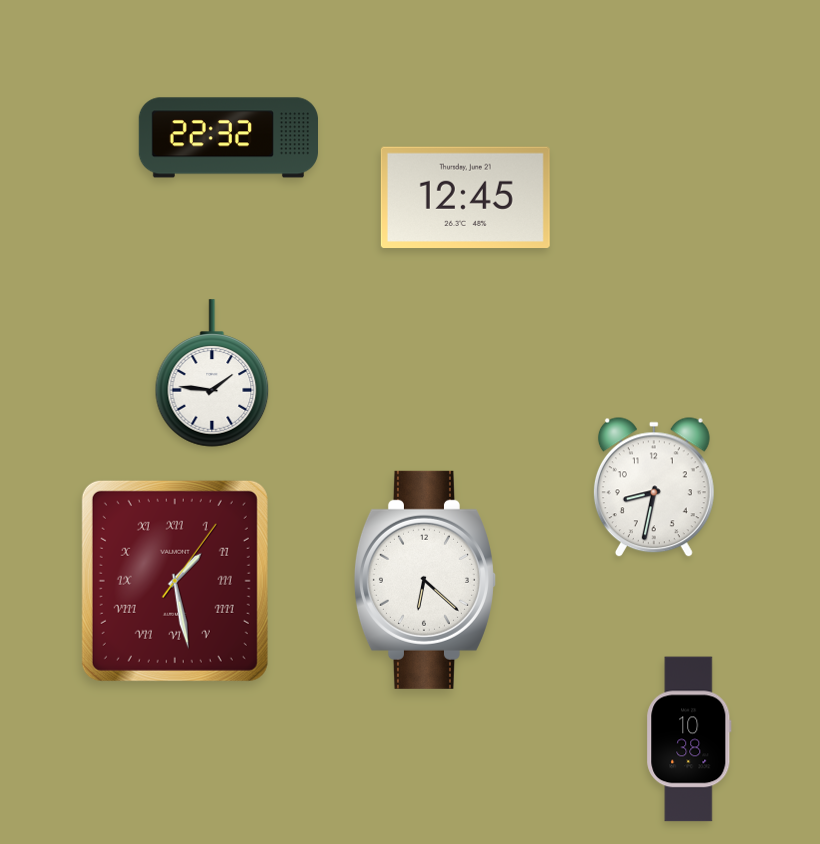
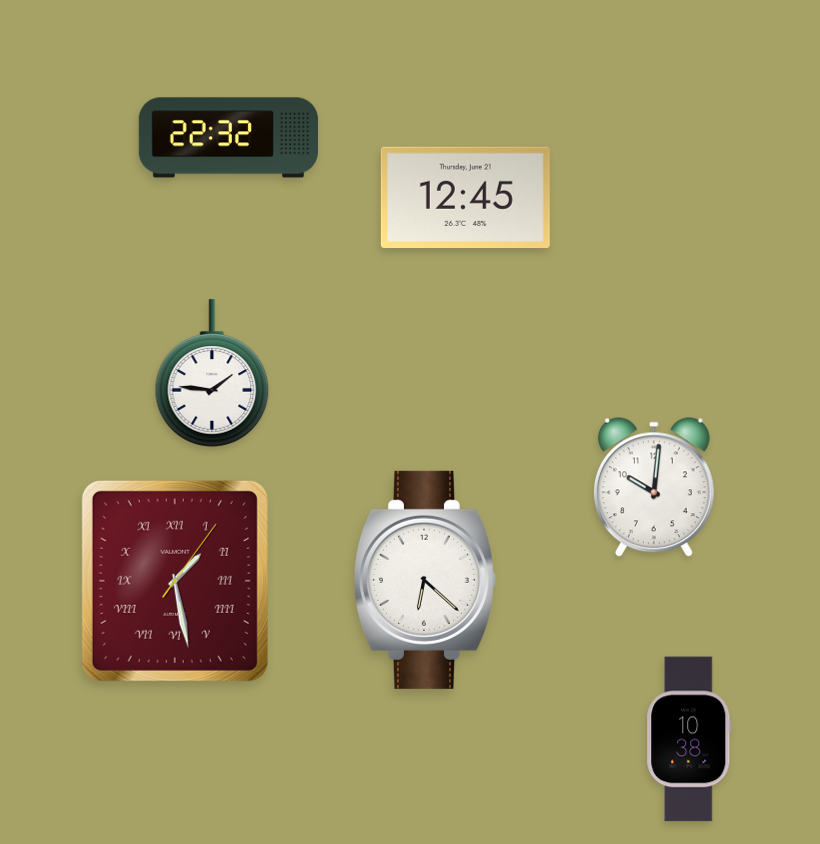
clock at (654, 488): 8:32 -> 10:01
